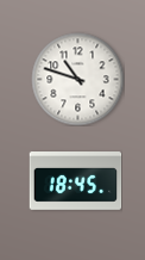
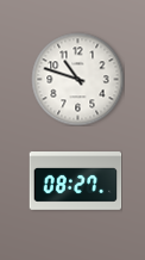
clock at (75, 181): 18:45 -> 08:27
